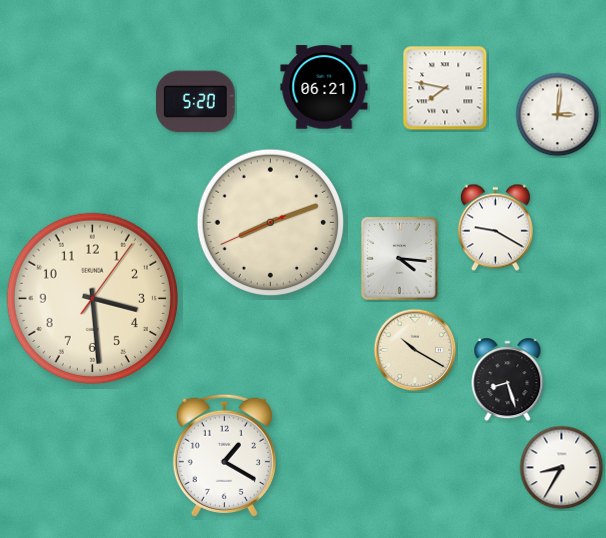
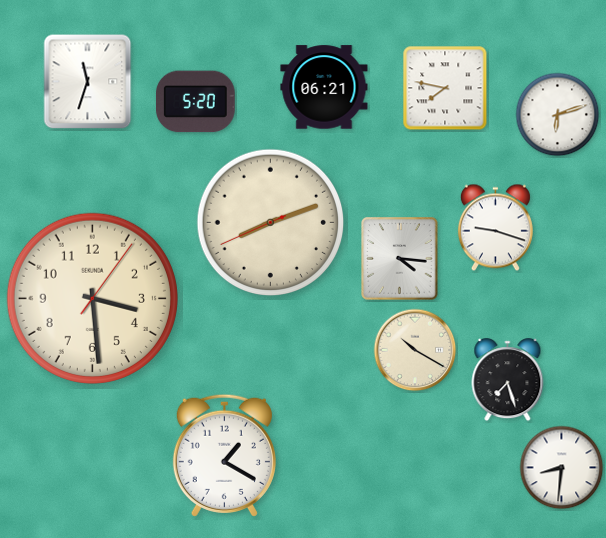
clock at (88, 82): none -> 11:33
clock at (558, 115): 3:01 -> 6:12
clock at (495, 228): 9:20 -> 9:18
clock at (508, 380): 8:27 -> 7:27
clock at (562, 468): 8:35 -> 8:31
